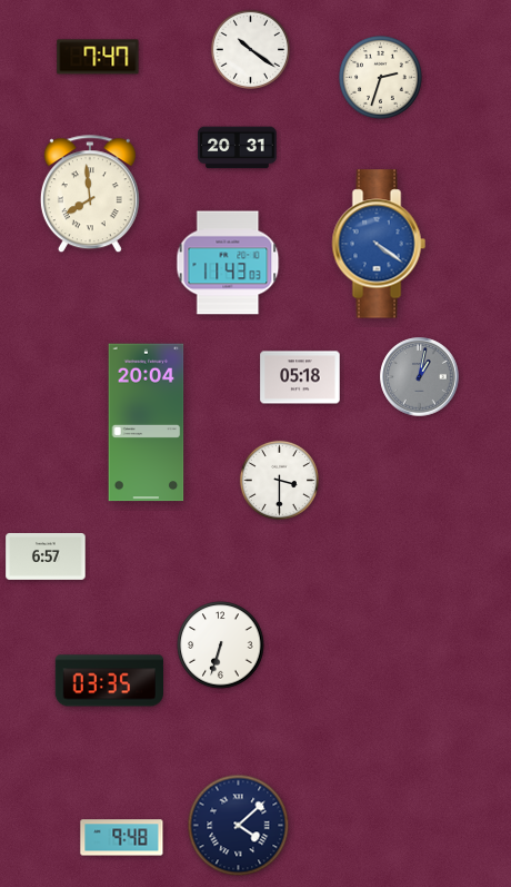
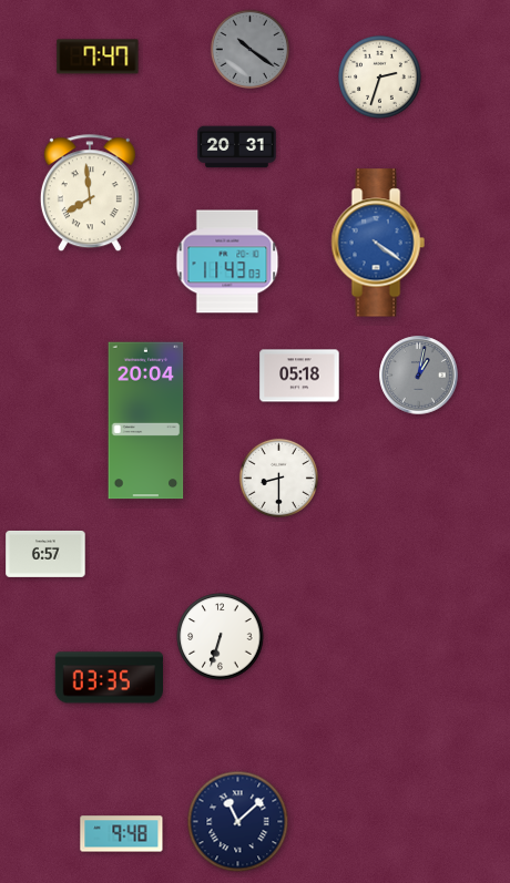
clock at (250, 49) dial: white -> grey
clock at (279, 480): 3:30 -> 8:30
clock at (221, 645) position: (221, 645) -> (221, 637)
clock at (239, 826): 4:08 -> 11:08
